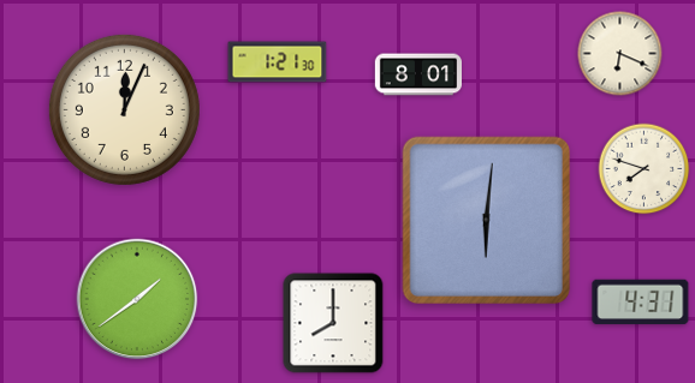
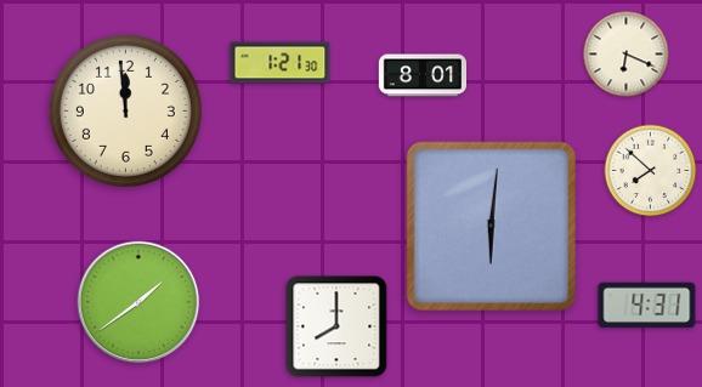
clock at (124, 109): 12:04 -> 11:59
clock at (644, 169): 7:48 -> 7:52
clock at (486, 220) position: (486, 220) -> (491, 226)
